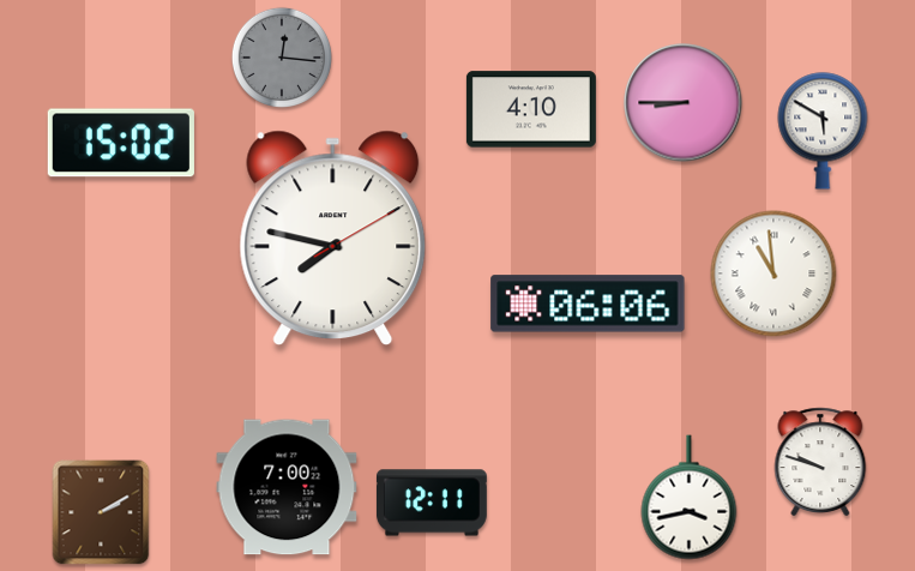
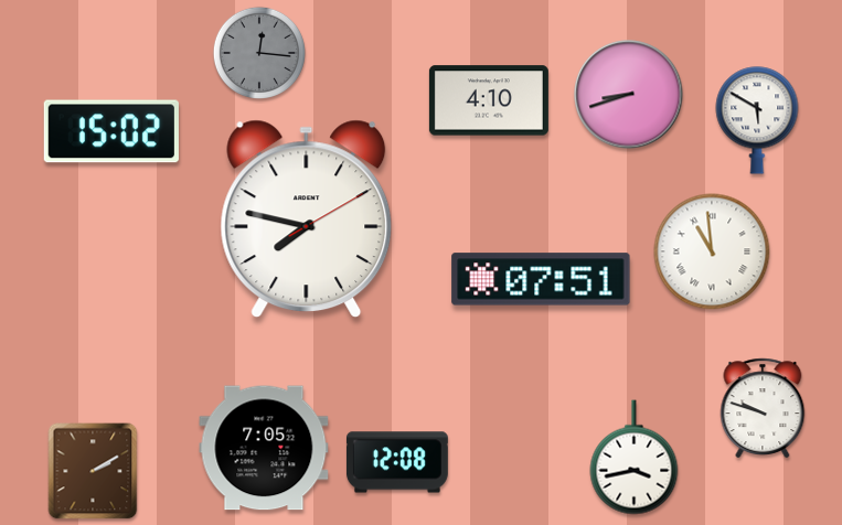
clock at (684, 103): 8:45 -> 8:42
clock at (588, 303): 06:06 -> 07:51
clock at (820, 462) position: (820, 462) -> (763, 408)
clock at (287, 487): 7:00 -> 7:05
clock at (432, 503): 12:11 -> 12:08
